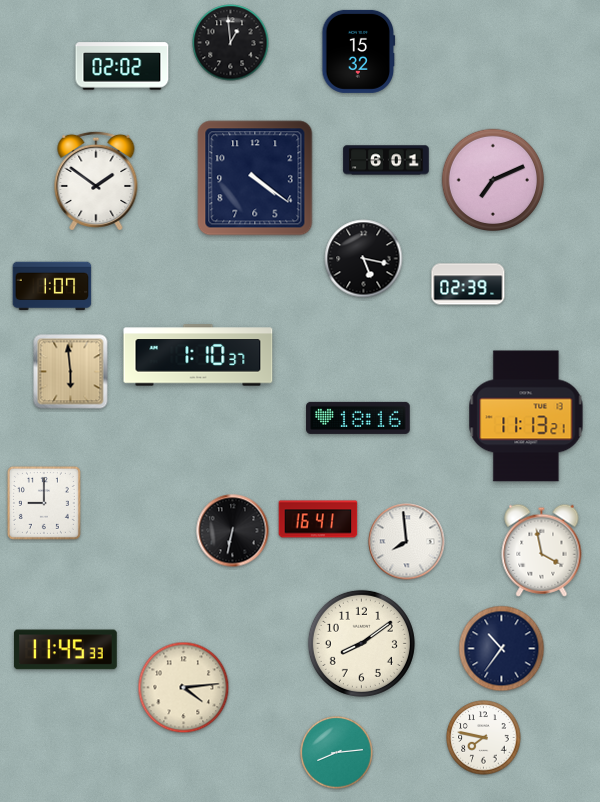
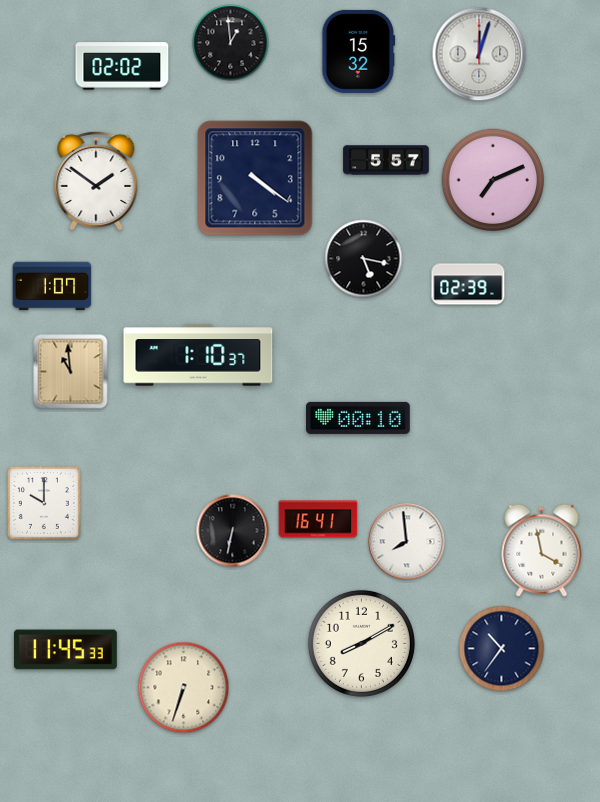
clock at (479, 54): none -> 12:03
clock at (386, 160): 6:01 -> 5:57
clock at (71, 372): 5:59 -> 10:59
clock at (526, 416): 11:13 -> none
clock at (358, 418): 18:16 -> 00:10
clock at (44, 503): 9:00 -> 10:00
clock at (361, 643): 8:09 -> 8:10
clock at (184, 688): 4:14 -> 6:33
clock at (484, 738): 7:47 -> none
clock at (337, 753): 8:14 -> none
